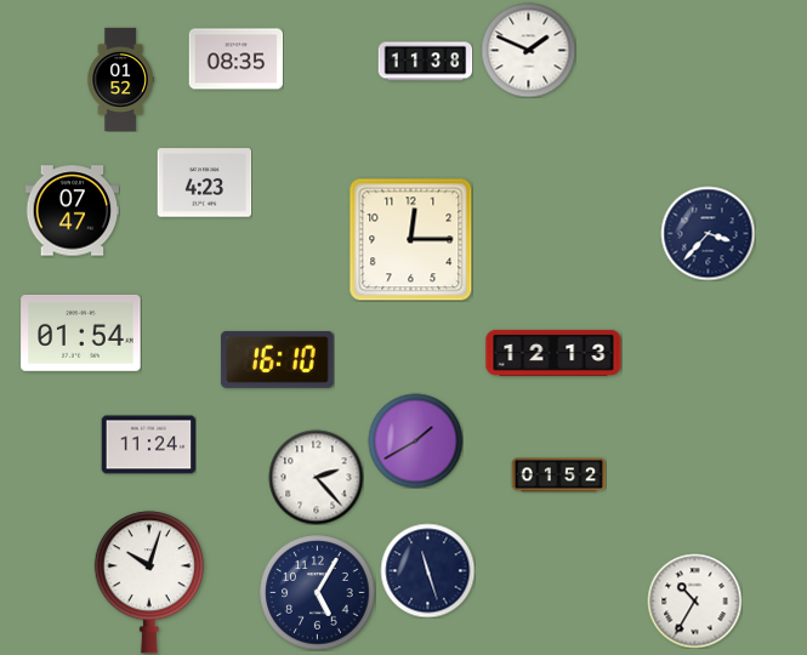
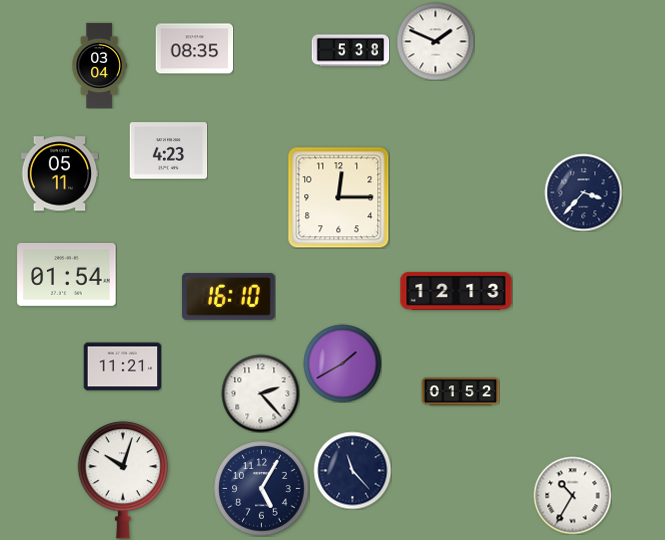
clock at (425, 62): 11:38 -> 5:38
clock at (120, 79): 01:52 -> 03:04
clock at (72, 211): 07:47 -> 05:11
clock at (148, 445): 11:24 -> 11:21
clock at (427, 570): 11:27 -> 11:23
